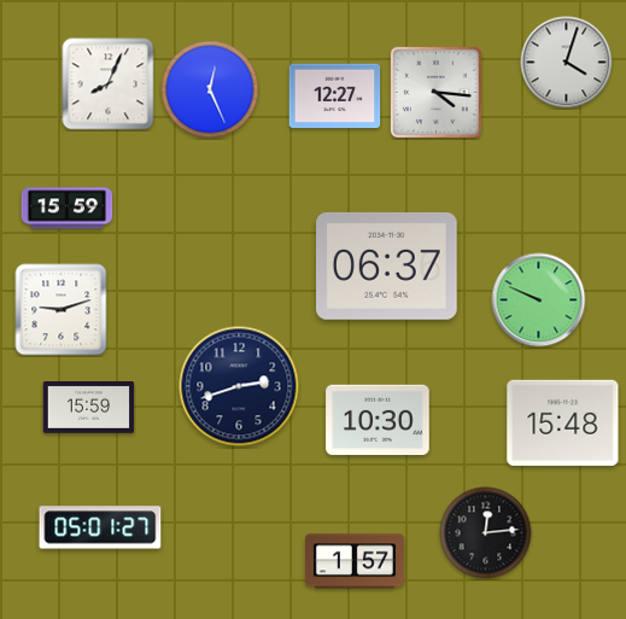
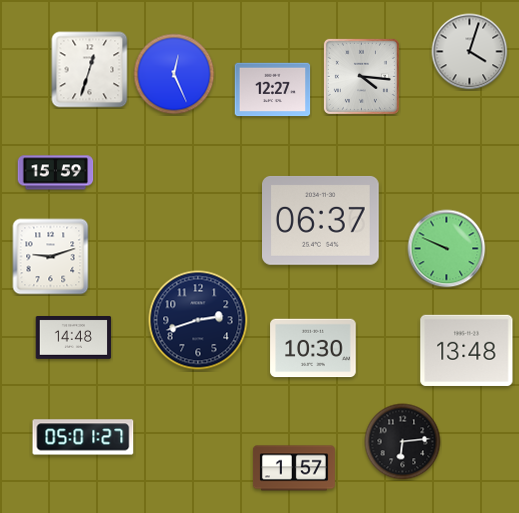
clock at (109, 84): 8:04 -> 12:33
clock at (335, 97) position: (335, 97) -> (273, 90)
clock at (89, 408): 15:59 -> 14:48
clock at (563, 422): 15:48 -> 13:48
clock at (486, 533): 12:14 -> 6:14
clock at (355, 561) position: (355, 561) -> (294, 468)
